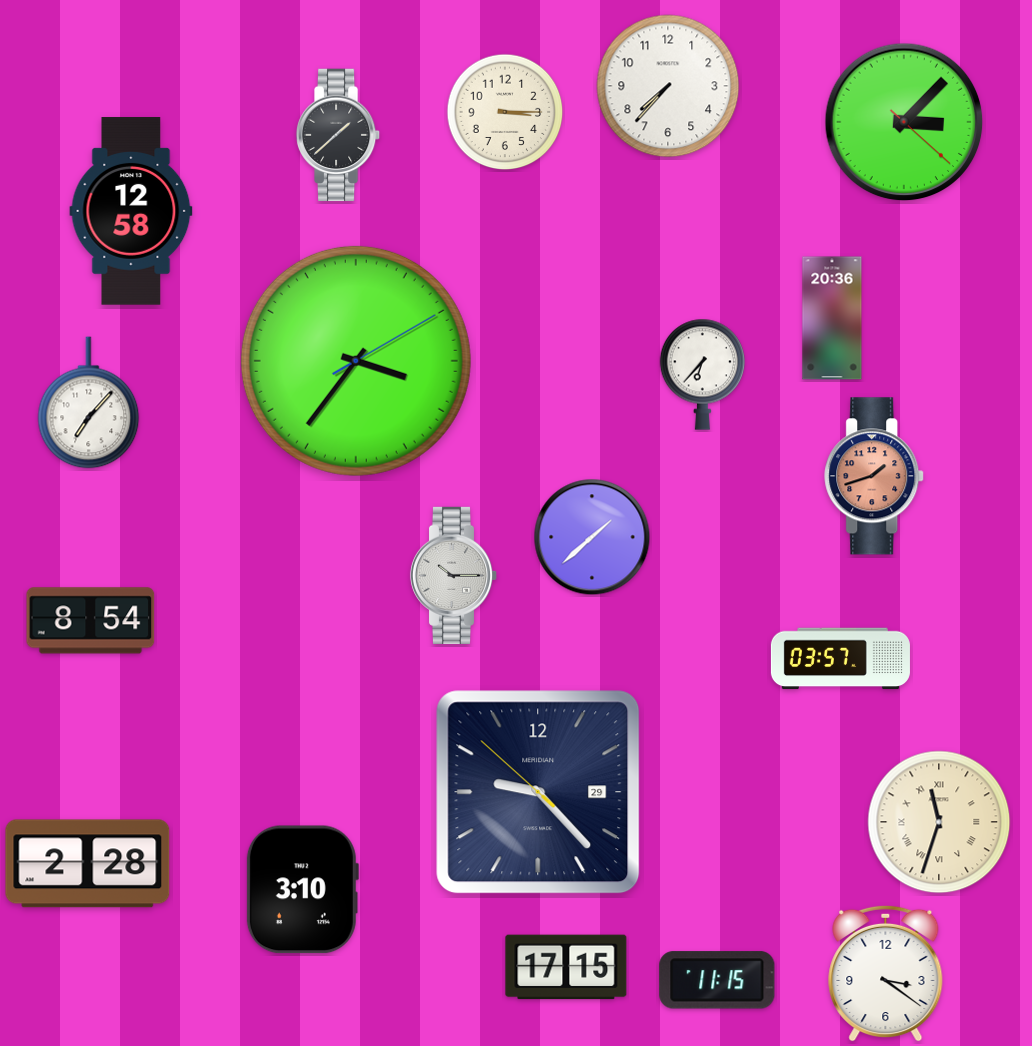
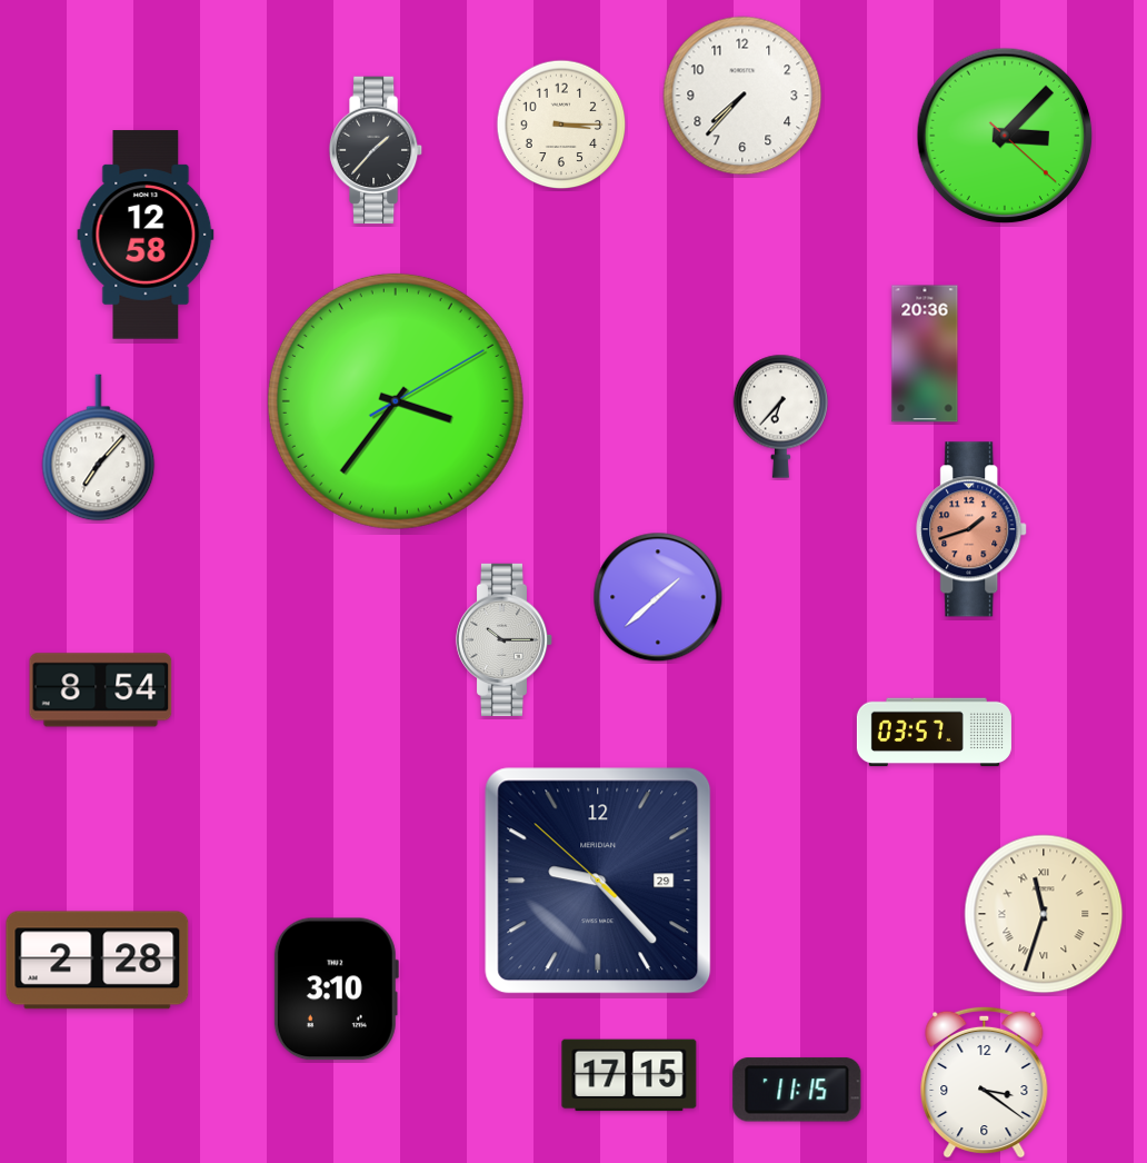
clock at (338, 135): 1:38 -> 1:37
